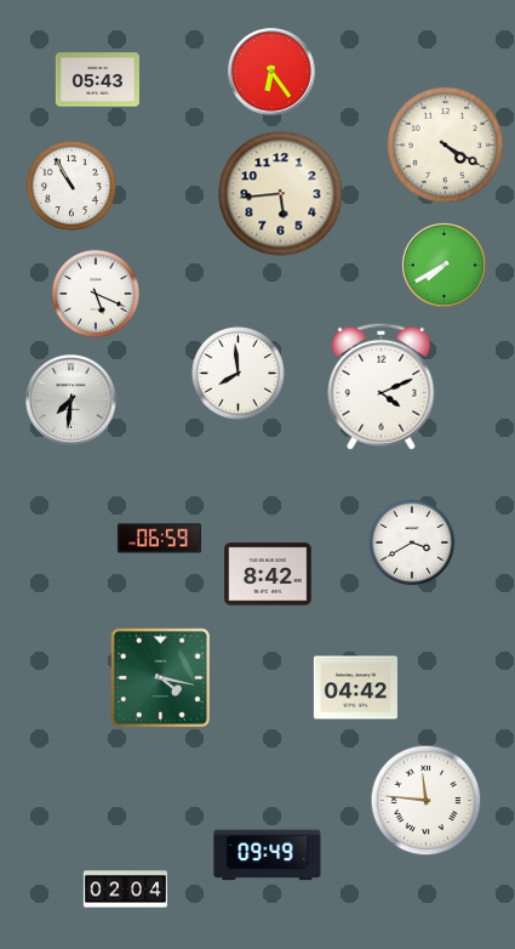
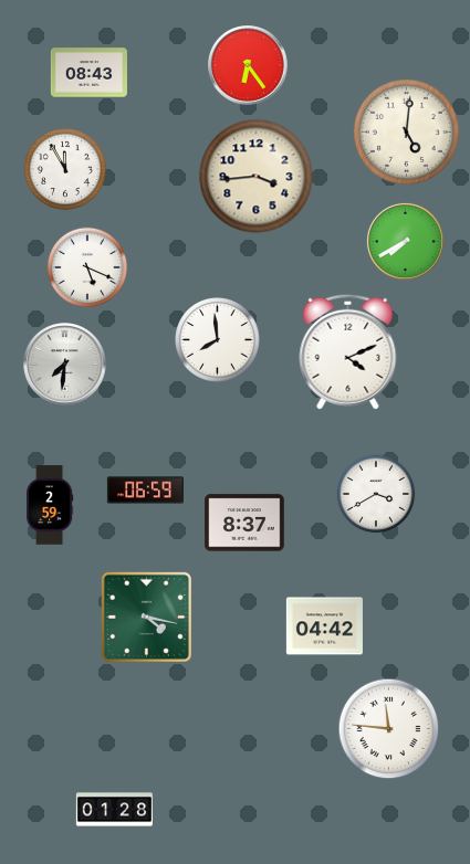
clock at (97, 80): 05:43 -> 08:43
clock at (445, 144): 4:20 -> 5:01
clock at (71, 186): 10:55 -> 11:55
clock at (281, 194): 5:44 -> 3:44
clock at (50, 505): none -> 2:59
clock at (268, 574): 8:42 -> 8:37
clock at (268, 856): 09:49 -> none
clock at (125, 890): 02:04 -> 01:28
